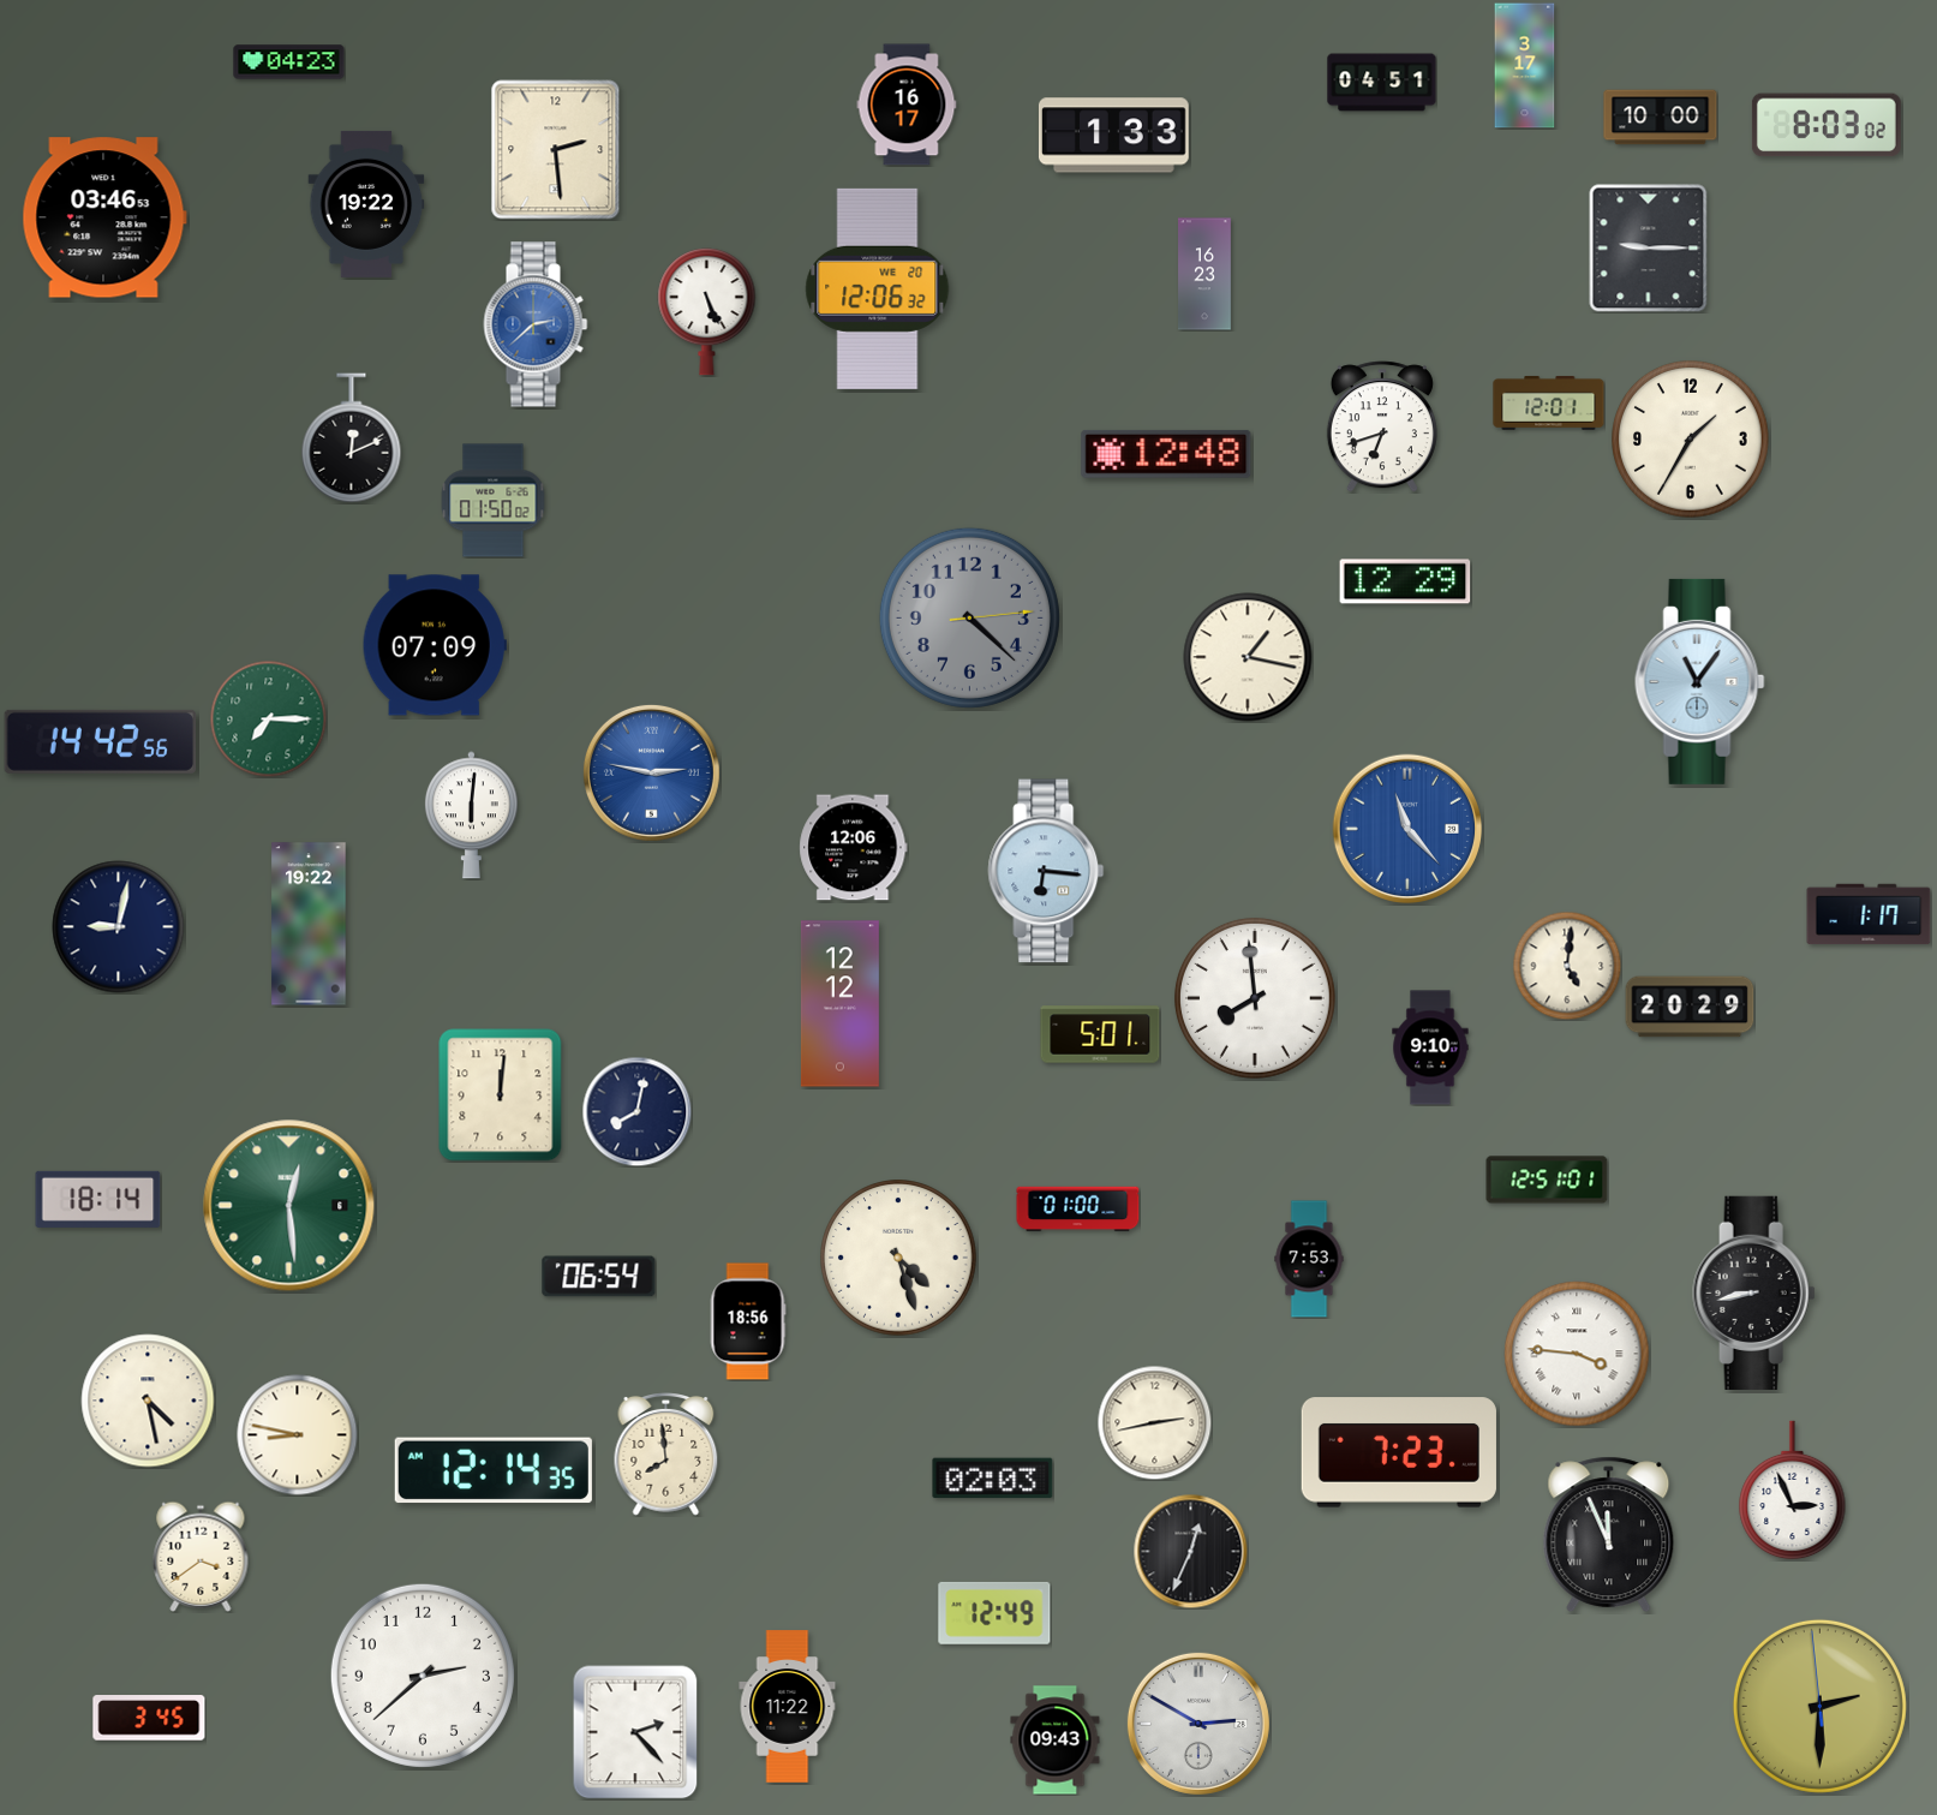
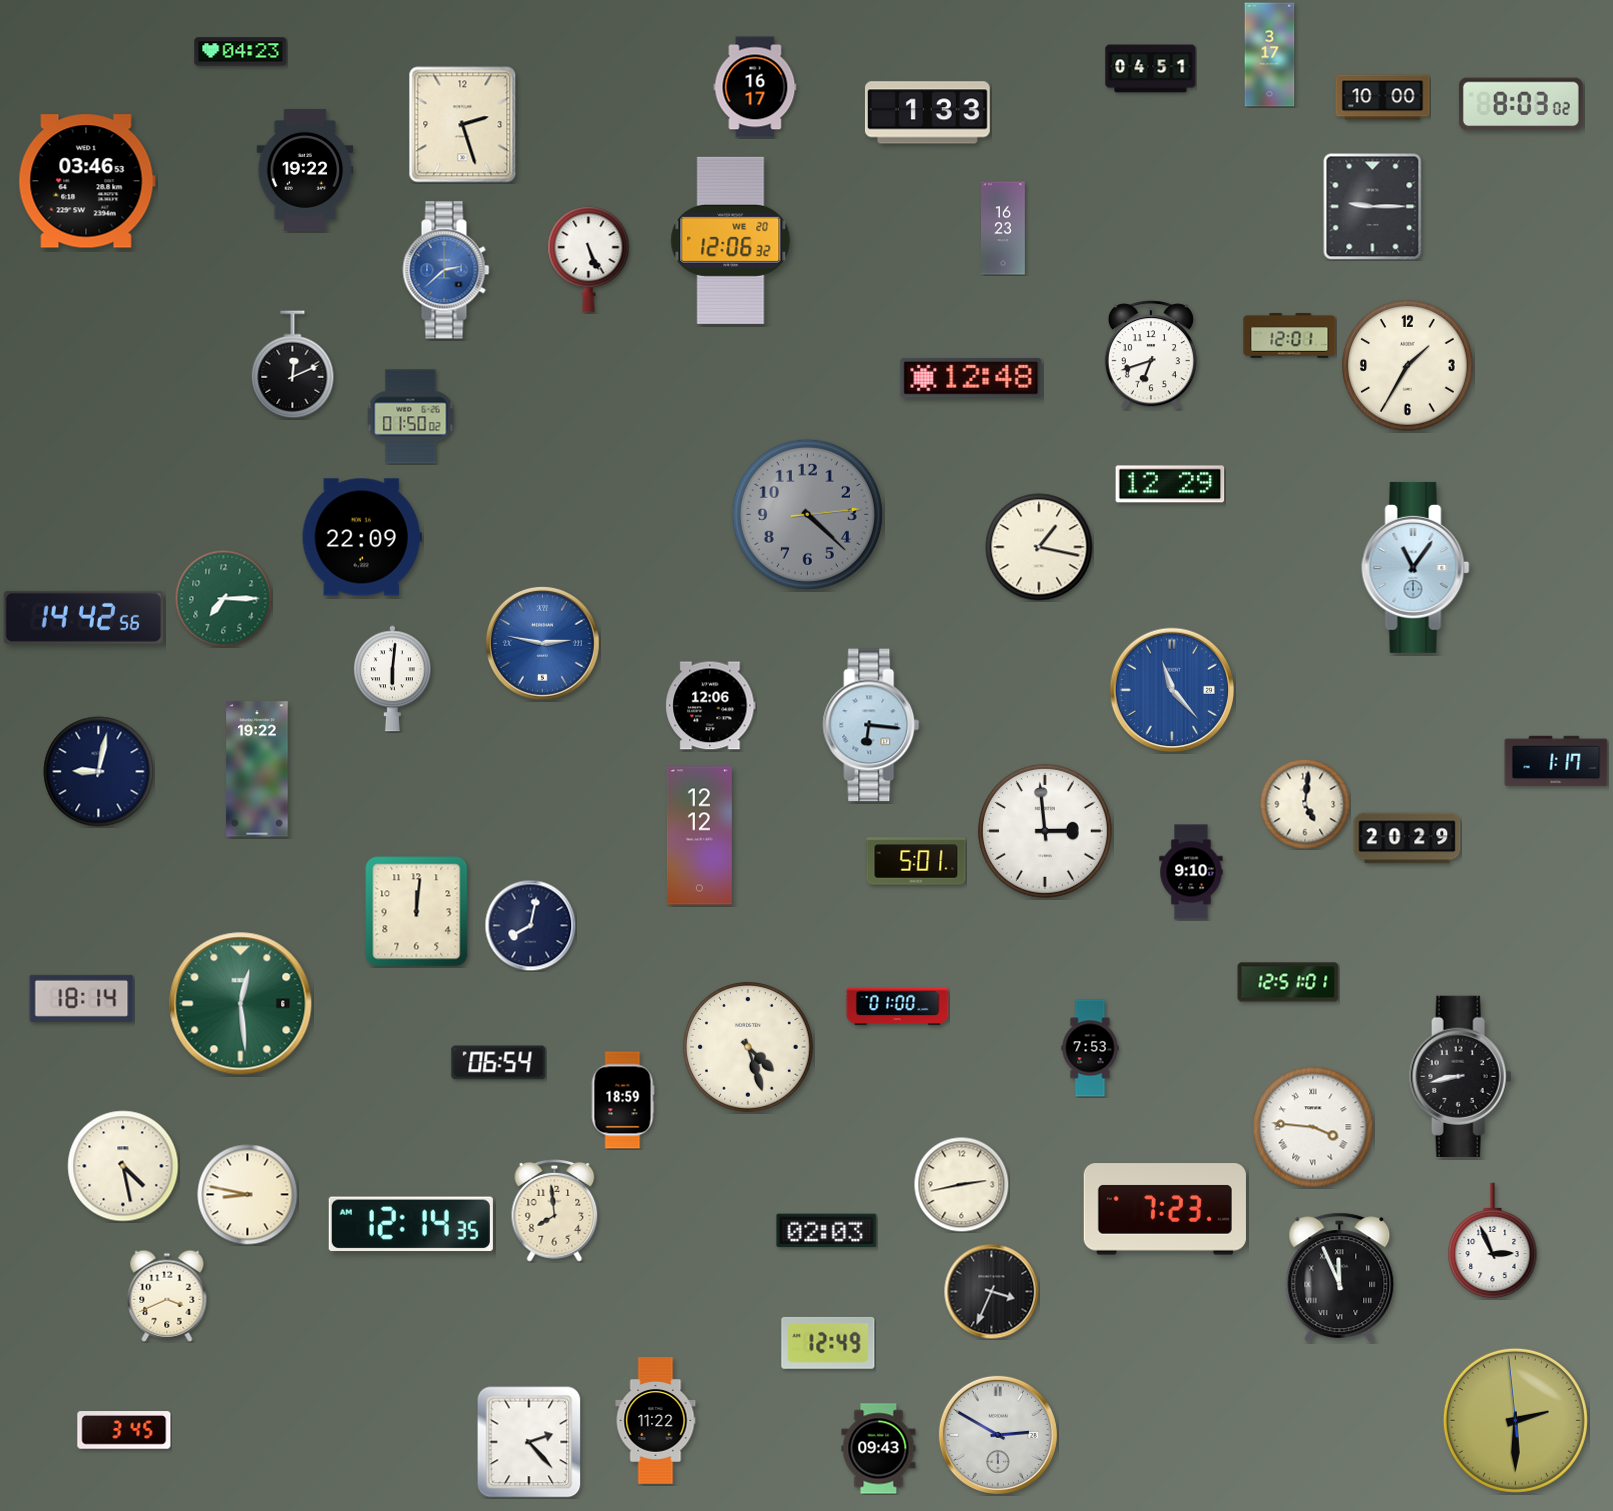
clock at (556, 150): 2:29 -> 2:27
clock at (435, 645): 07:09 -> 22:09
clock at (1255, 998): 7:59 -> 2:59
clock at (748, 1321): 18:56 -> 18:59
clock at (1190, 1551): 12:34 -> 3:34
clock at (201, 1557): 3:39 -> 3:41
clock at (423, 1676): 2:38 -> none
